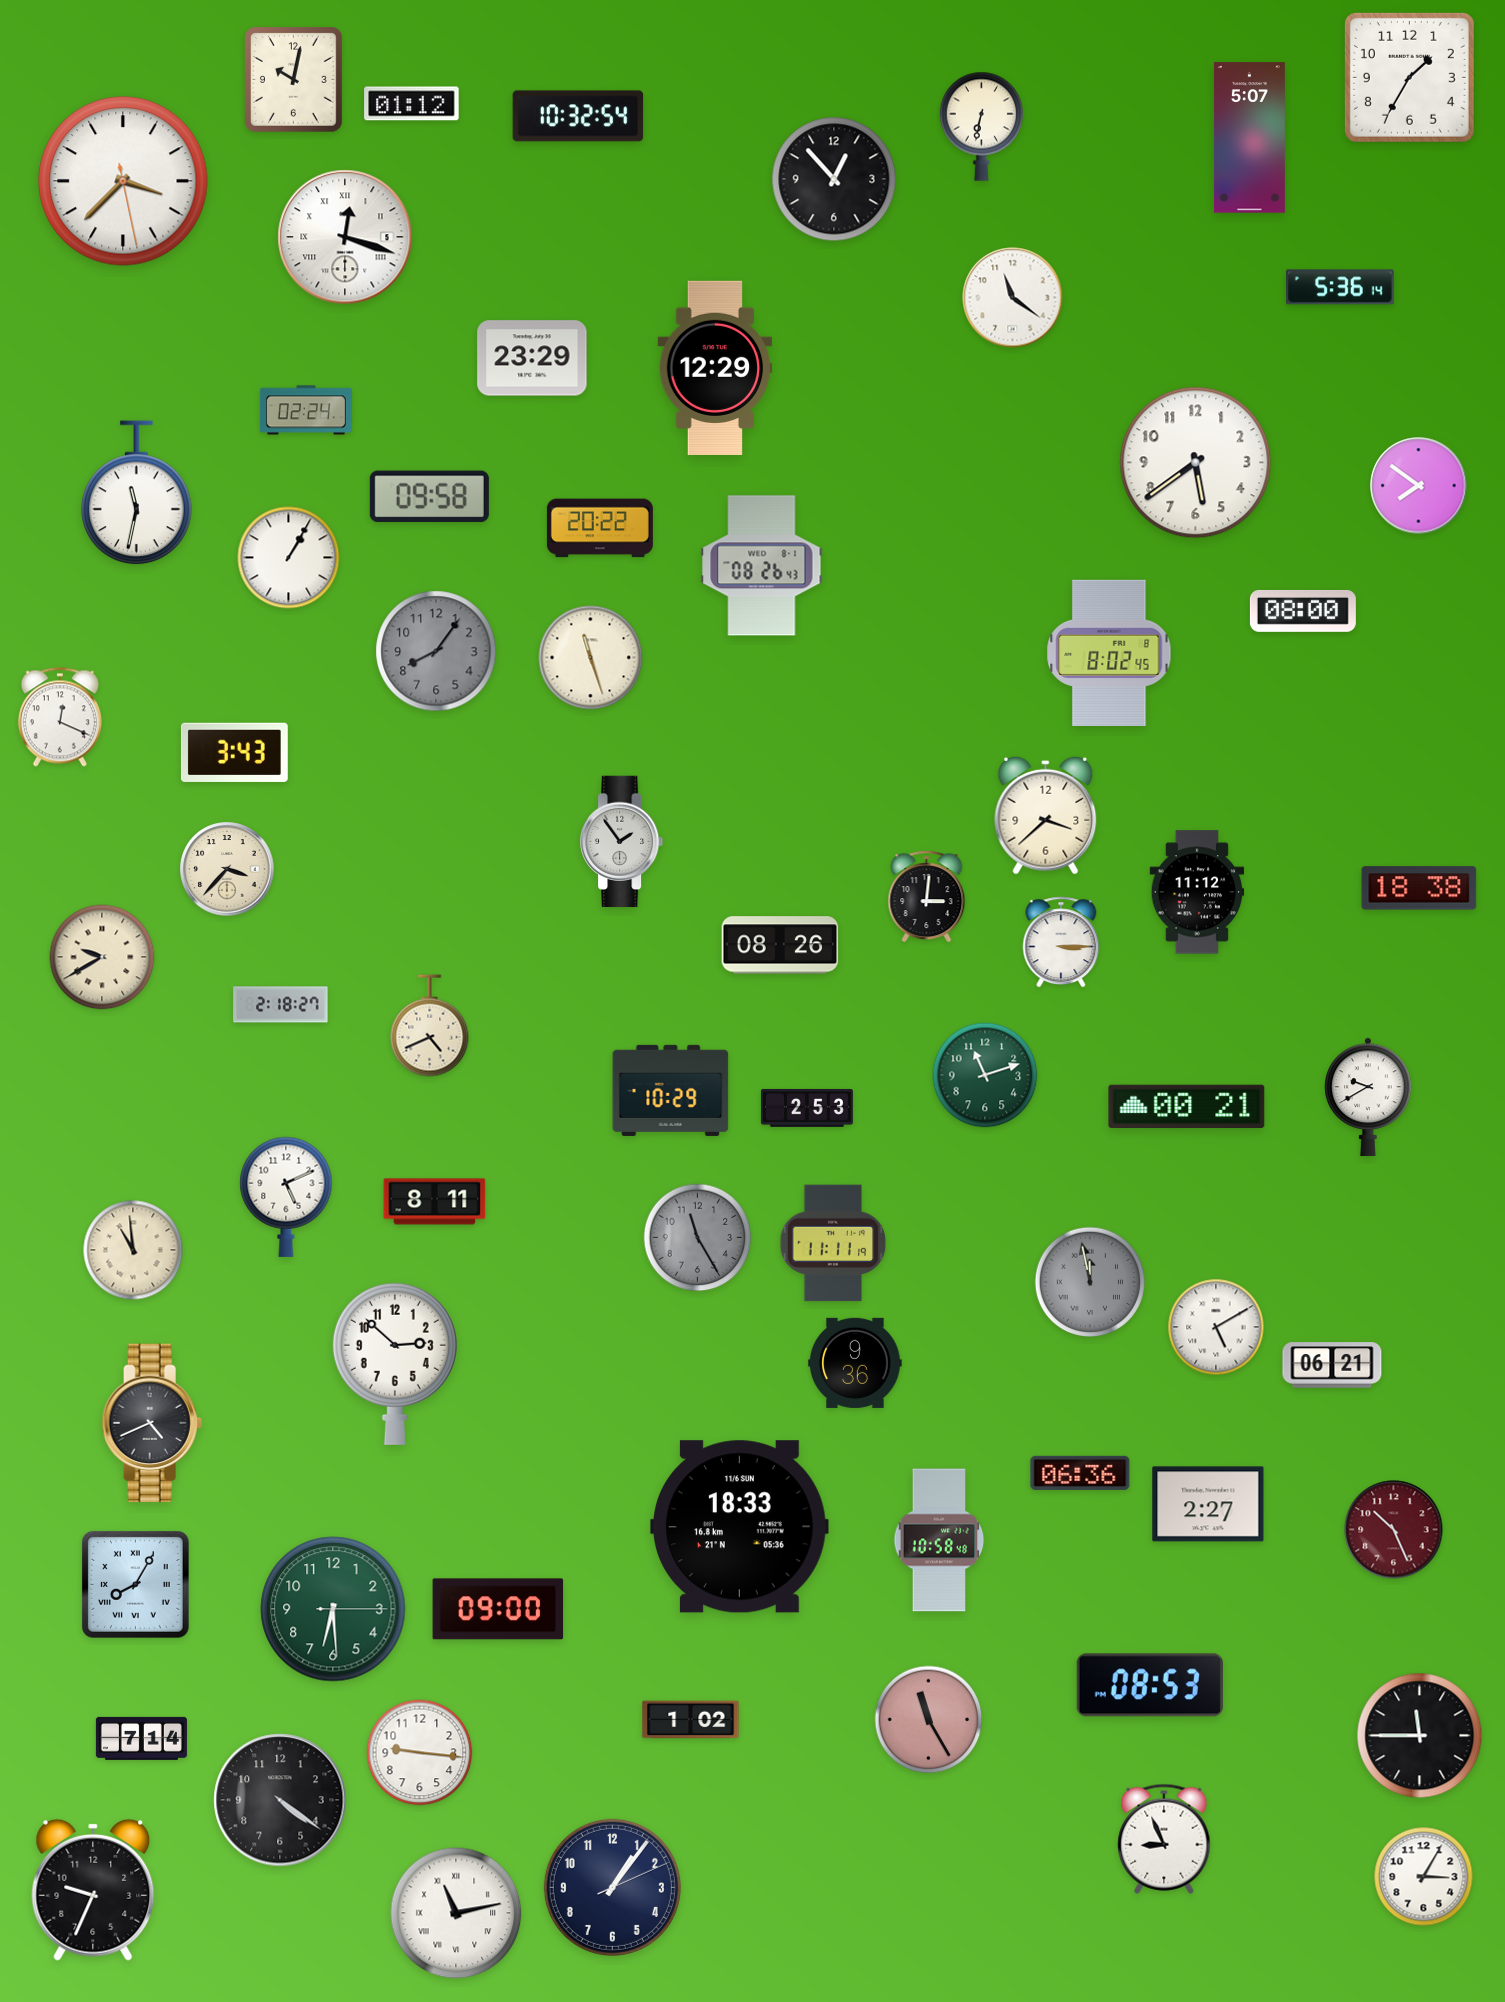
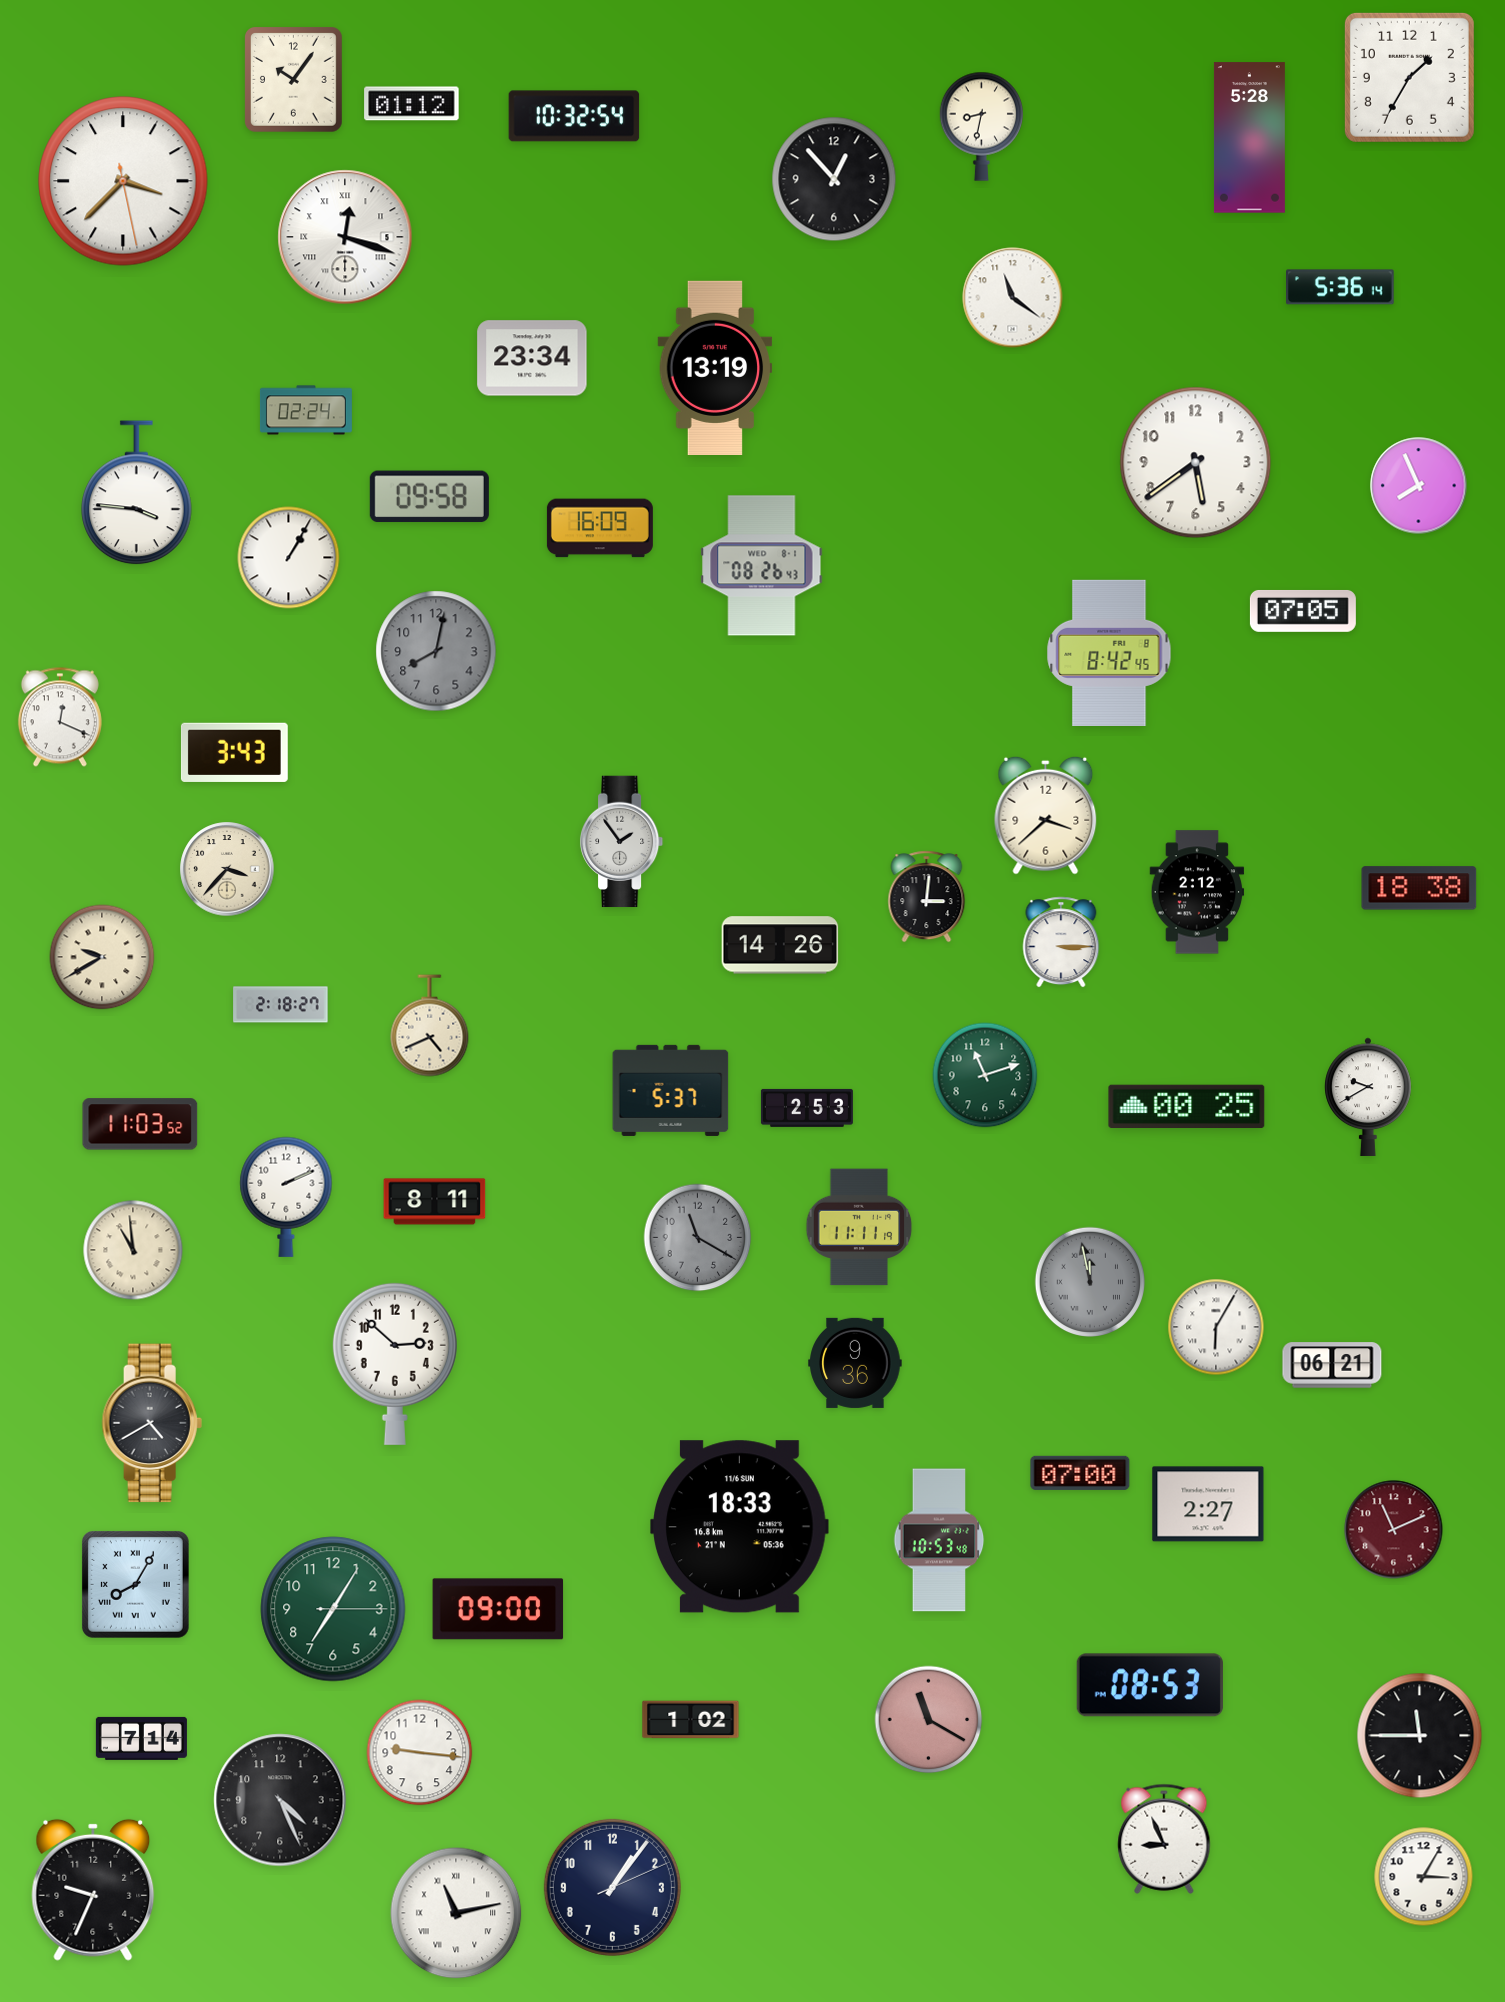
clock at (294, 80): 10:02 -> 10:06
clock at (578, 116) position: (578, 116) -> (574, 116)
clock at (981, 126): 6:32 -> 8:32
clock at (1249, 138): 5:07 -> 5:28
clock at (532, 358): 23:29 -> 23:34
clock at (715, 368): 12:29 -> 13:19
clock at (1419, 486): 7:51 -> 7:56
clock at (137, 493): 11:32 -> 3:46
clock at (600, 528): 20:22 -> 16:09
clock at (1303, 611): 08:00 -> 07:05
clock at (436, 651): 8:06 -> 8:02
clock at (1109, 653): 8:02 -> 8:42
clock at (591, 658): 11:27 -> none
clock at (1197, 892): 11:12 -> 2:12
clock at (780, 945): 08:26 -> 14:26
clock at (671, 1090): 10:29 -> 5:37
clock at (1187, 1107): 00:21 -> 00:25
clock at (140, 1124): none -> 11:03
clock at (286, 1197): 5:11 -> 2:11
clock at (698, 1238): 11:25 -> 11:20
clock at (833, 1243) position: (833, 1243) -> (859, 1227)
clock at (1216, 1327): 5:10 -> 6:05
clock at (152, 1423): 4:41 -> 4:40
clock at (1080, 1473): 06:36 -> 07:00
clock at (1394, 1530): 10:26 -> 11:11
clock at (939, 1540): 10:58 -> 10:53
clock at (333, 1609): 6:29 -> 7:05
clock at (929, 1720): 11:25 -> 11:20
clock at (280, 1800): 4:21 -> 4:26
